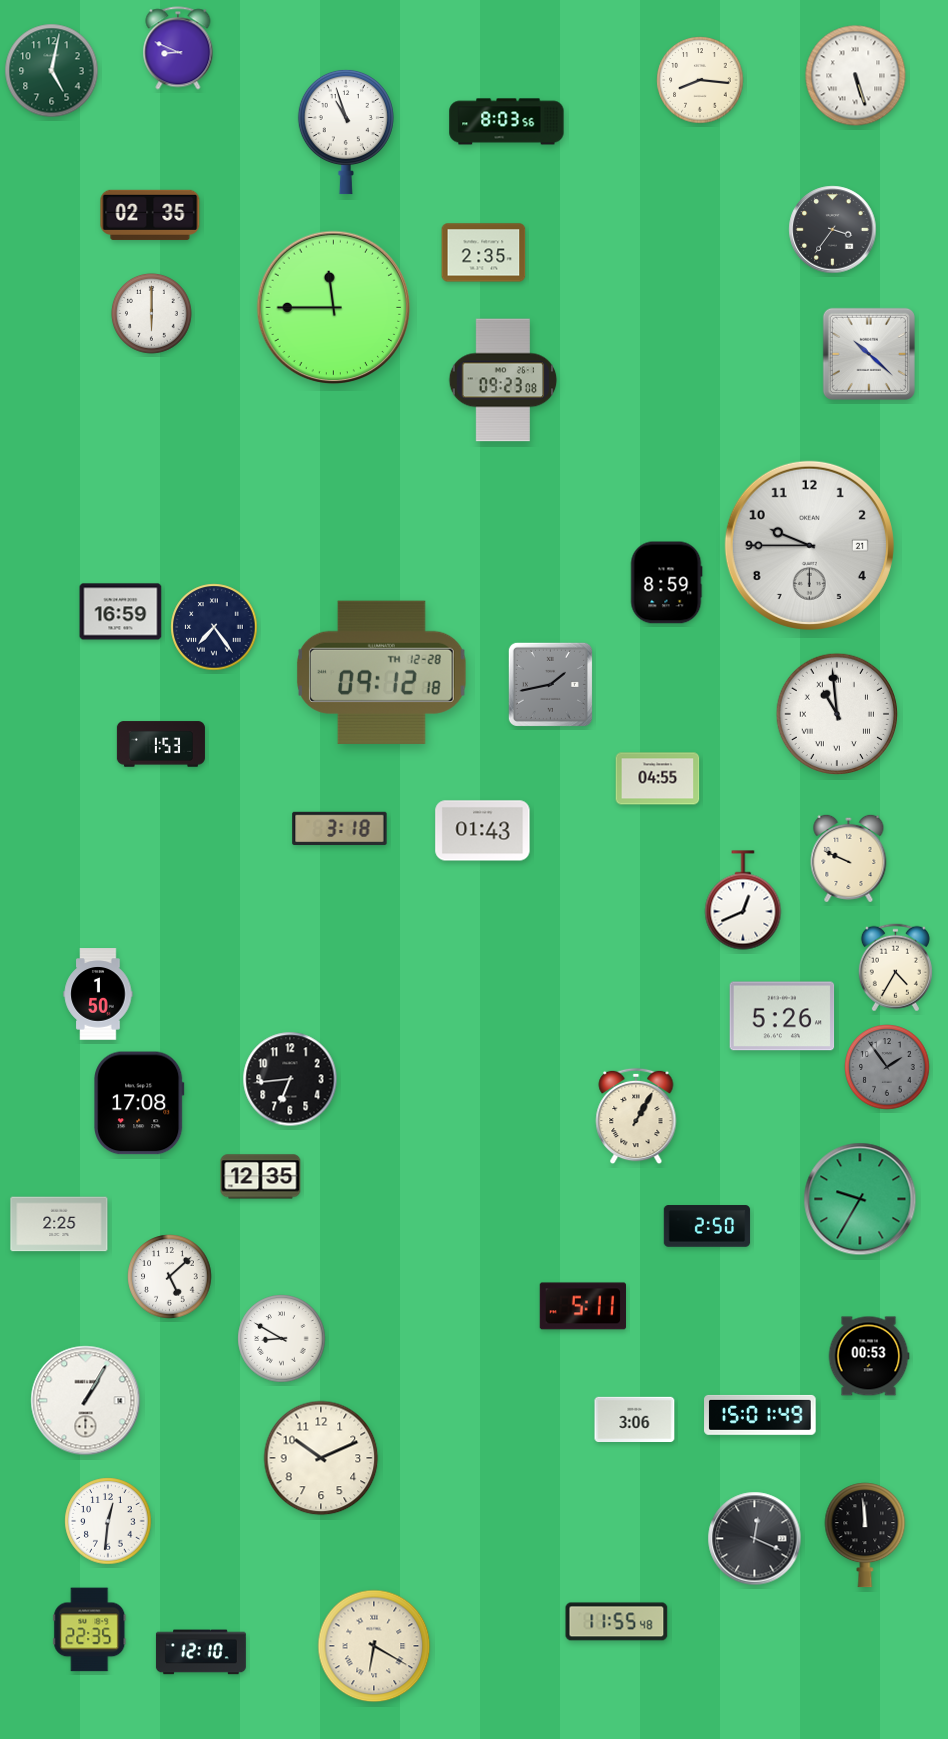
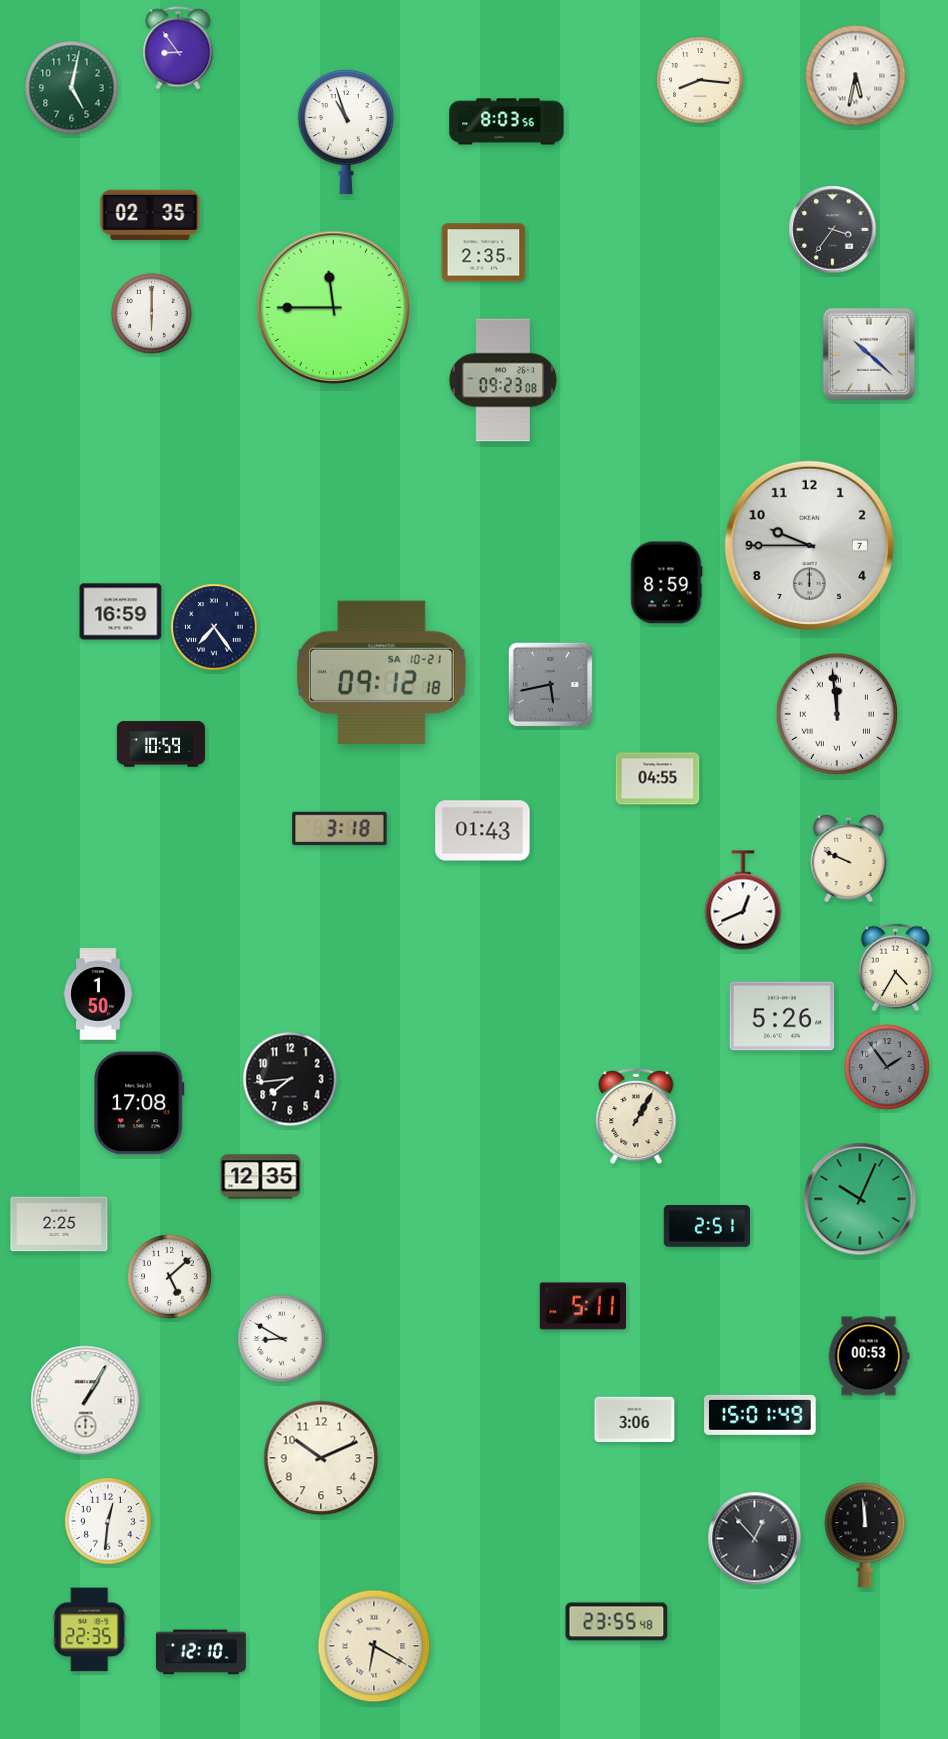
clock at (178, 48): 8:49 -> 8:54
clock at (52, 71) position: (52, 71) -> (72, 88)
clock at (856, 76): 5:27 -> 5:32
clock at (809, 545) date: 21 -> 7
clock at (381, 672) date: TH 12-28 -> SA 10-21
clock at (550, 684): 1:43 -> 5:43
clock at (836, 713): 10:59 -> 11:59
clock at (161, 744): 1:53 -> 10:59
clock at (290, 1079): 6:44 -> 7:44
clock at (860, 1199): 9:35 -> 10:04
clock at (707, 1226): 2:50 -> 2:51
clock at (755, 1539): 12:19 -> 12:53
clock at (617, 1622): 11:55 -> 23:55
